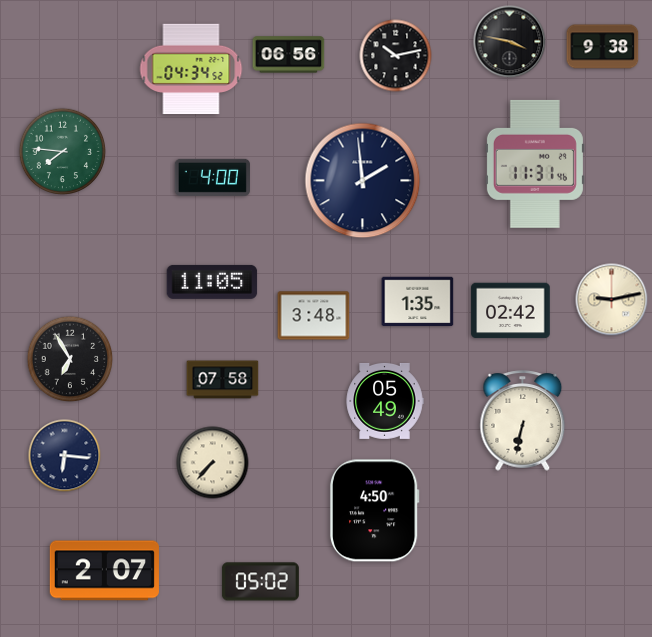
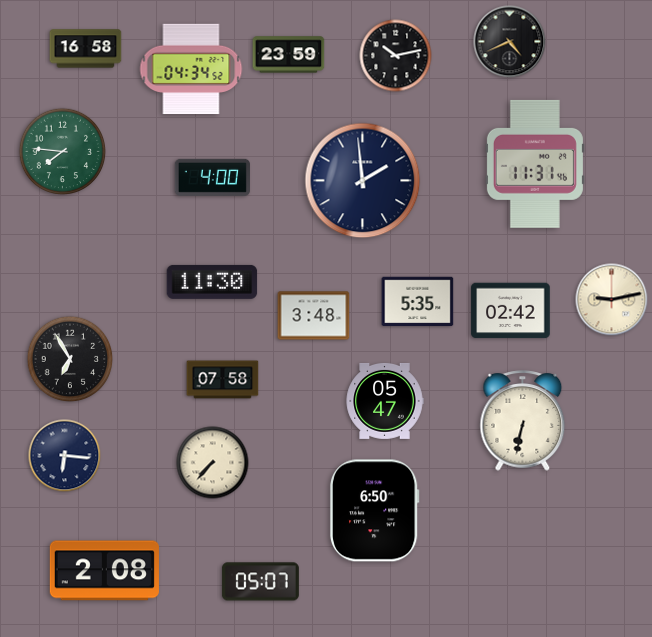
clock at (510, 42): 3:47 -> 4:41
clock at (603, 47): 9:38 -> none
clock at (86, 49): none -> 16:58
clock at (289, 55): 06:56 -> 23:59
clock at (212, 282): 11:05 -> 11:30
clock at (418, 302): 1:35 -> 5:35
clock at (385, 401): 05:49 -> 05:47
clock at (374, 511): 4:50 -> 6:50
clock at (104, 571): 2:07 -> 2:08
clock at (260, 582): 05:02 -> 05:07
